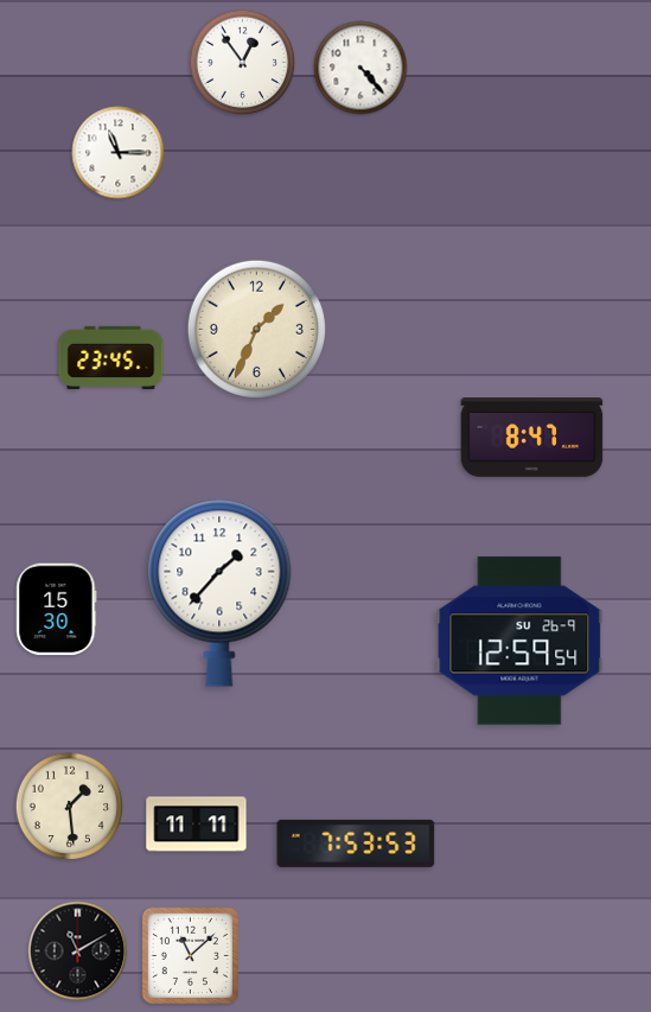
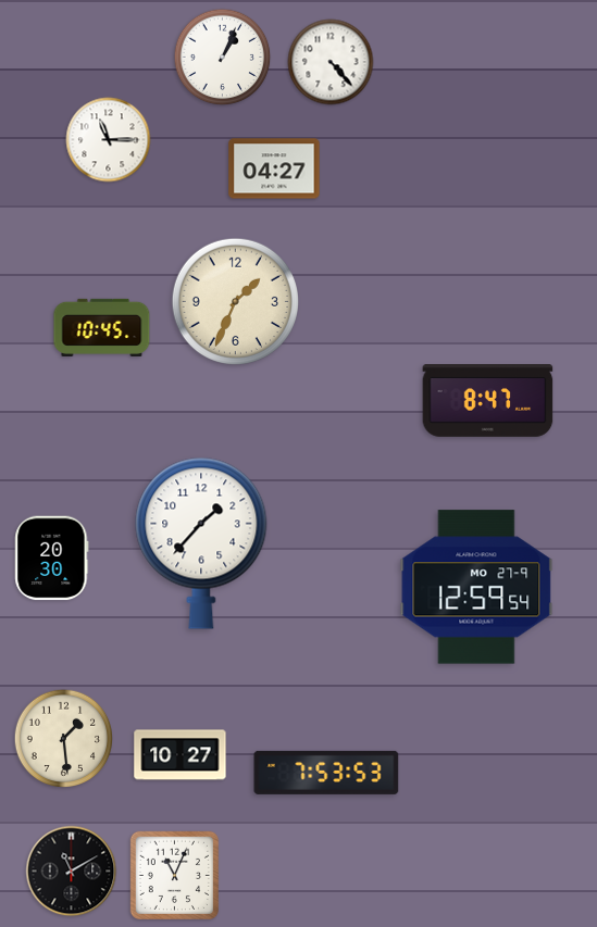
clock at (243, 63): 12:54 -> 1:04
clock at (274, 168): none -> 04:27
clock at (111, 357): 23:45 -> 10:45
clock at (57, 610): 15:30 -> 20:30
clock at (519, 641) date: SU 26-9 -> MO 27-9
clock at (197, 825): 11:11 -> 10:27
clock at (190, 955): 11:08 -> 11:04
